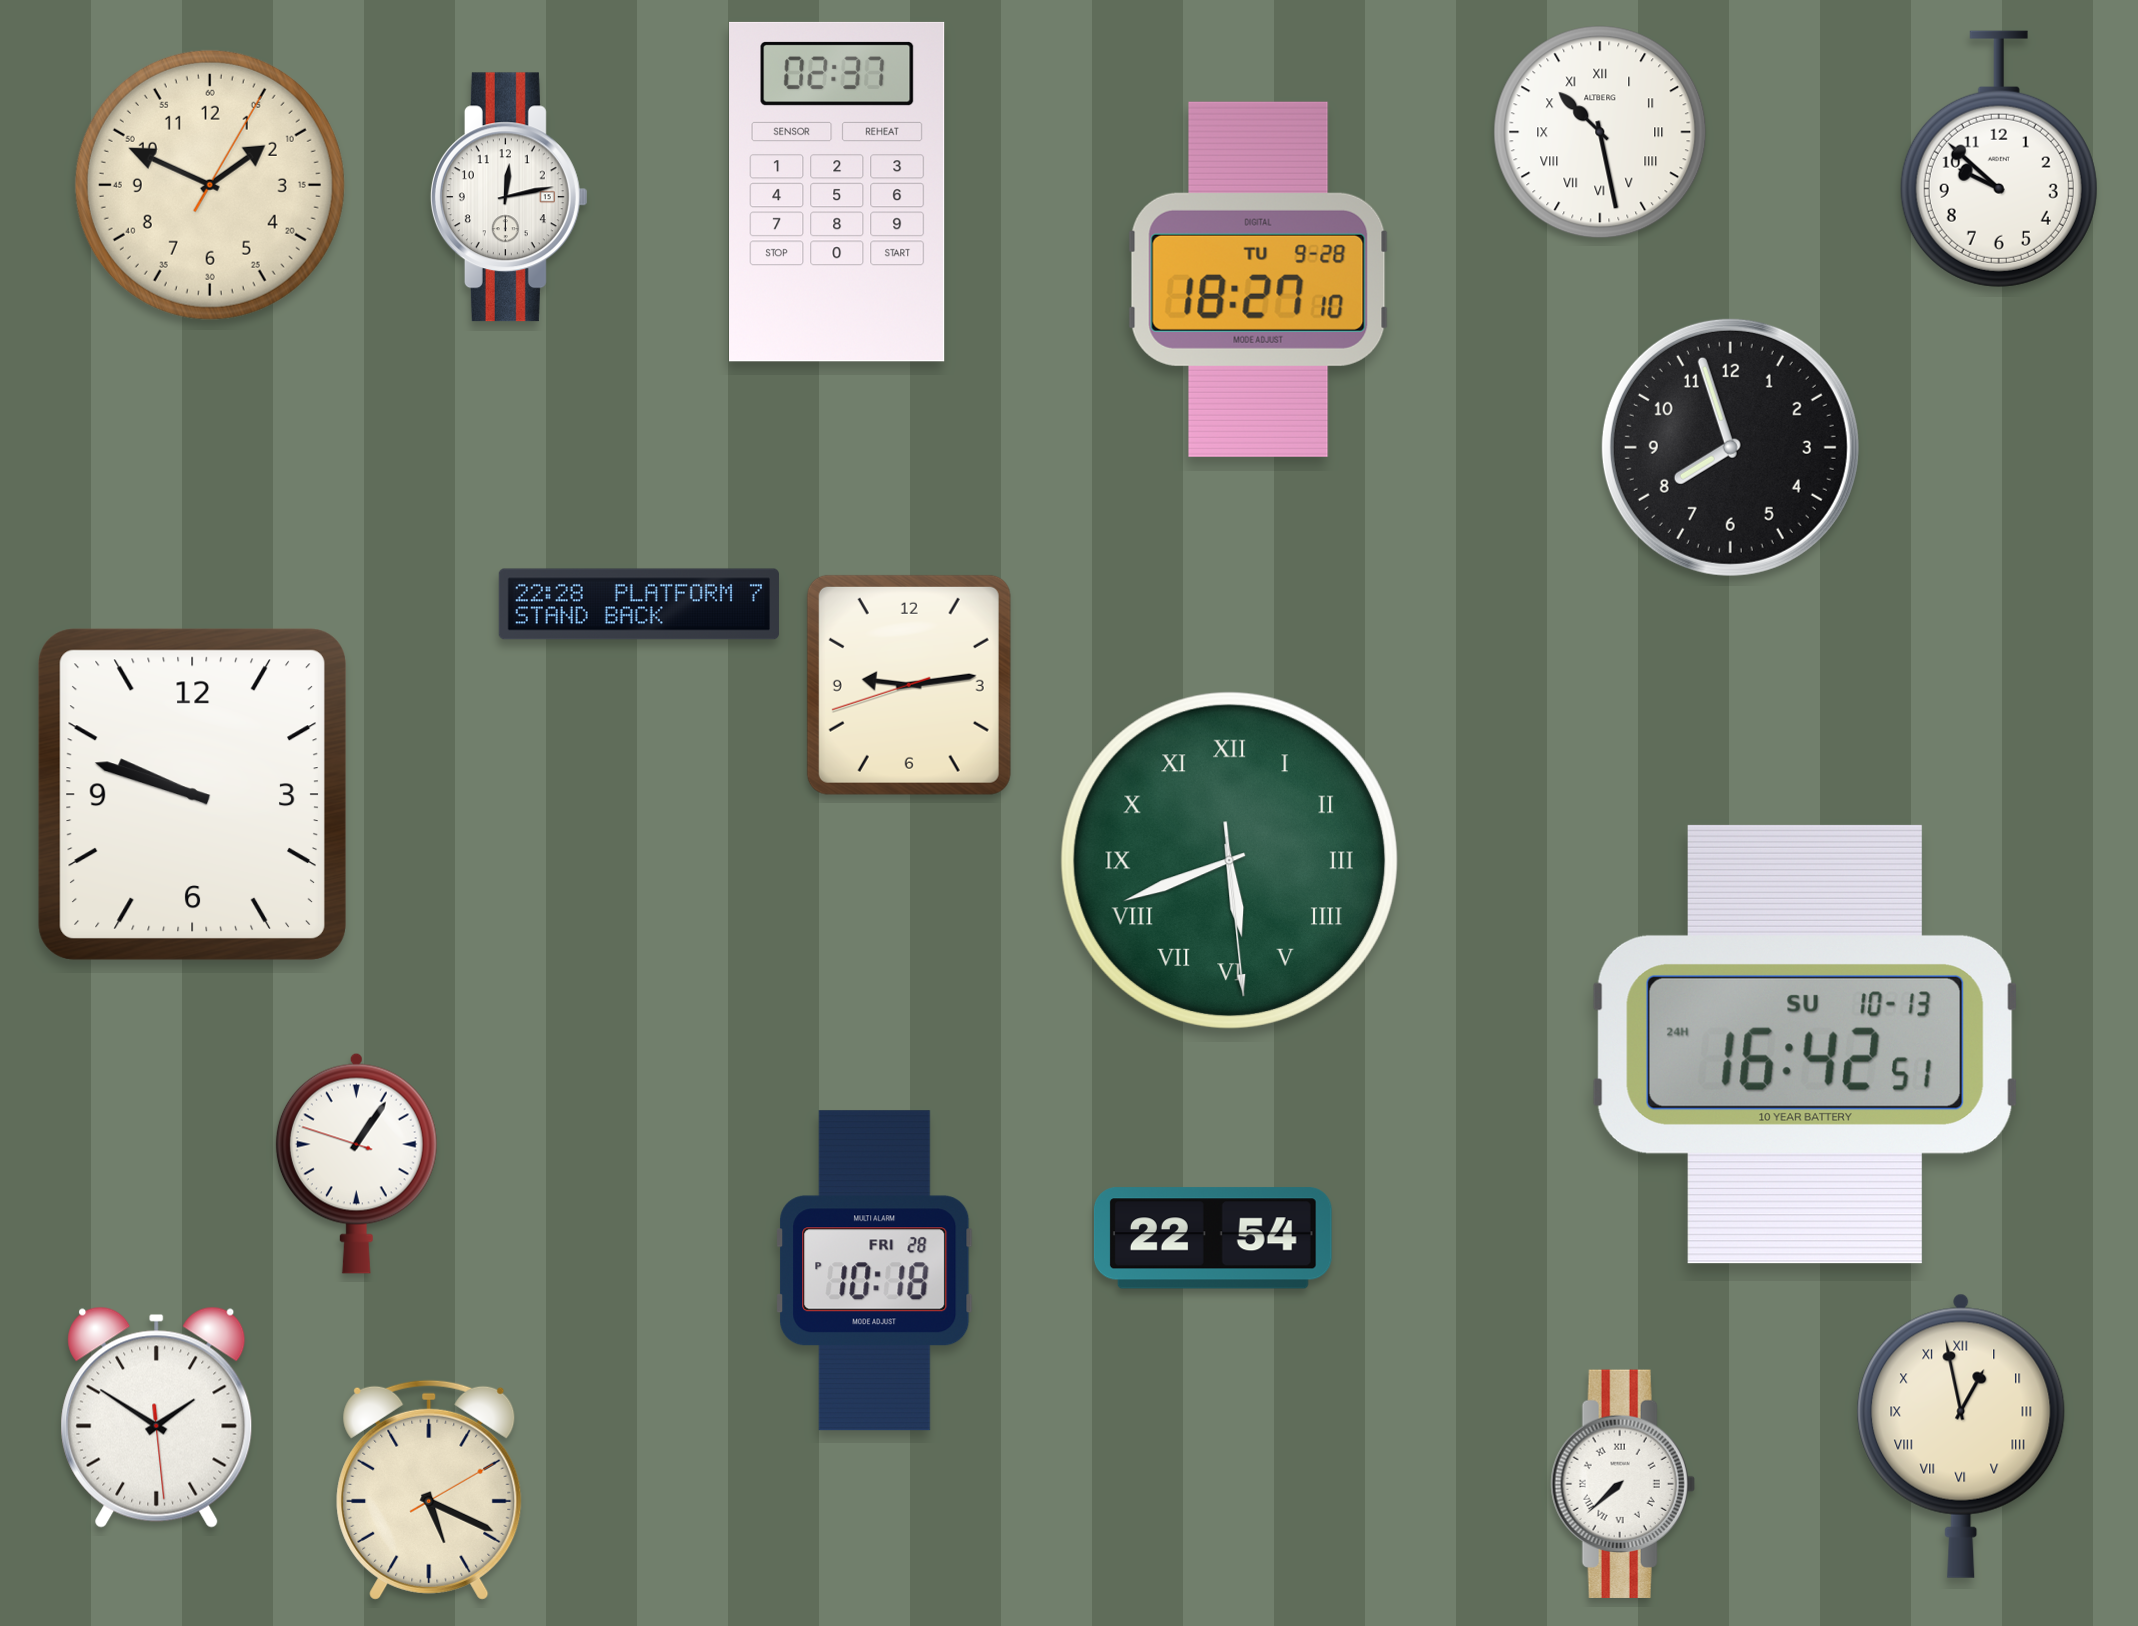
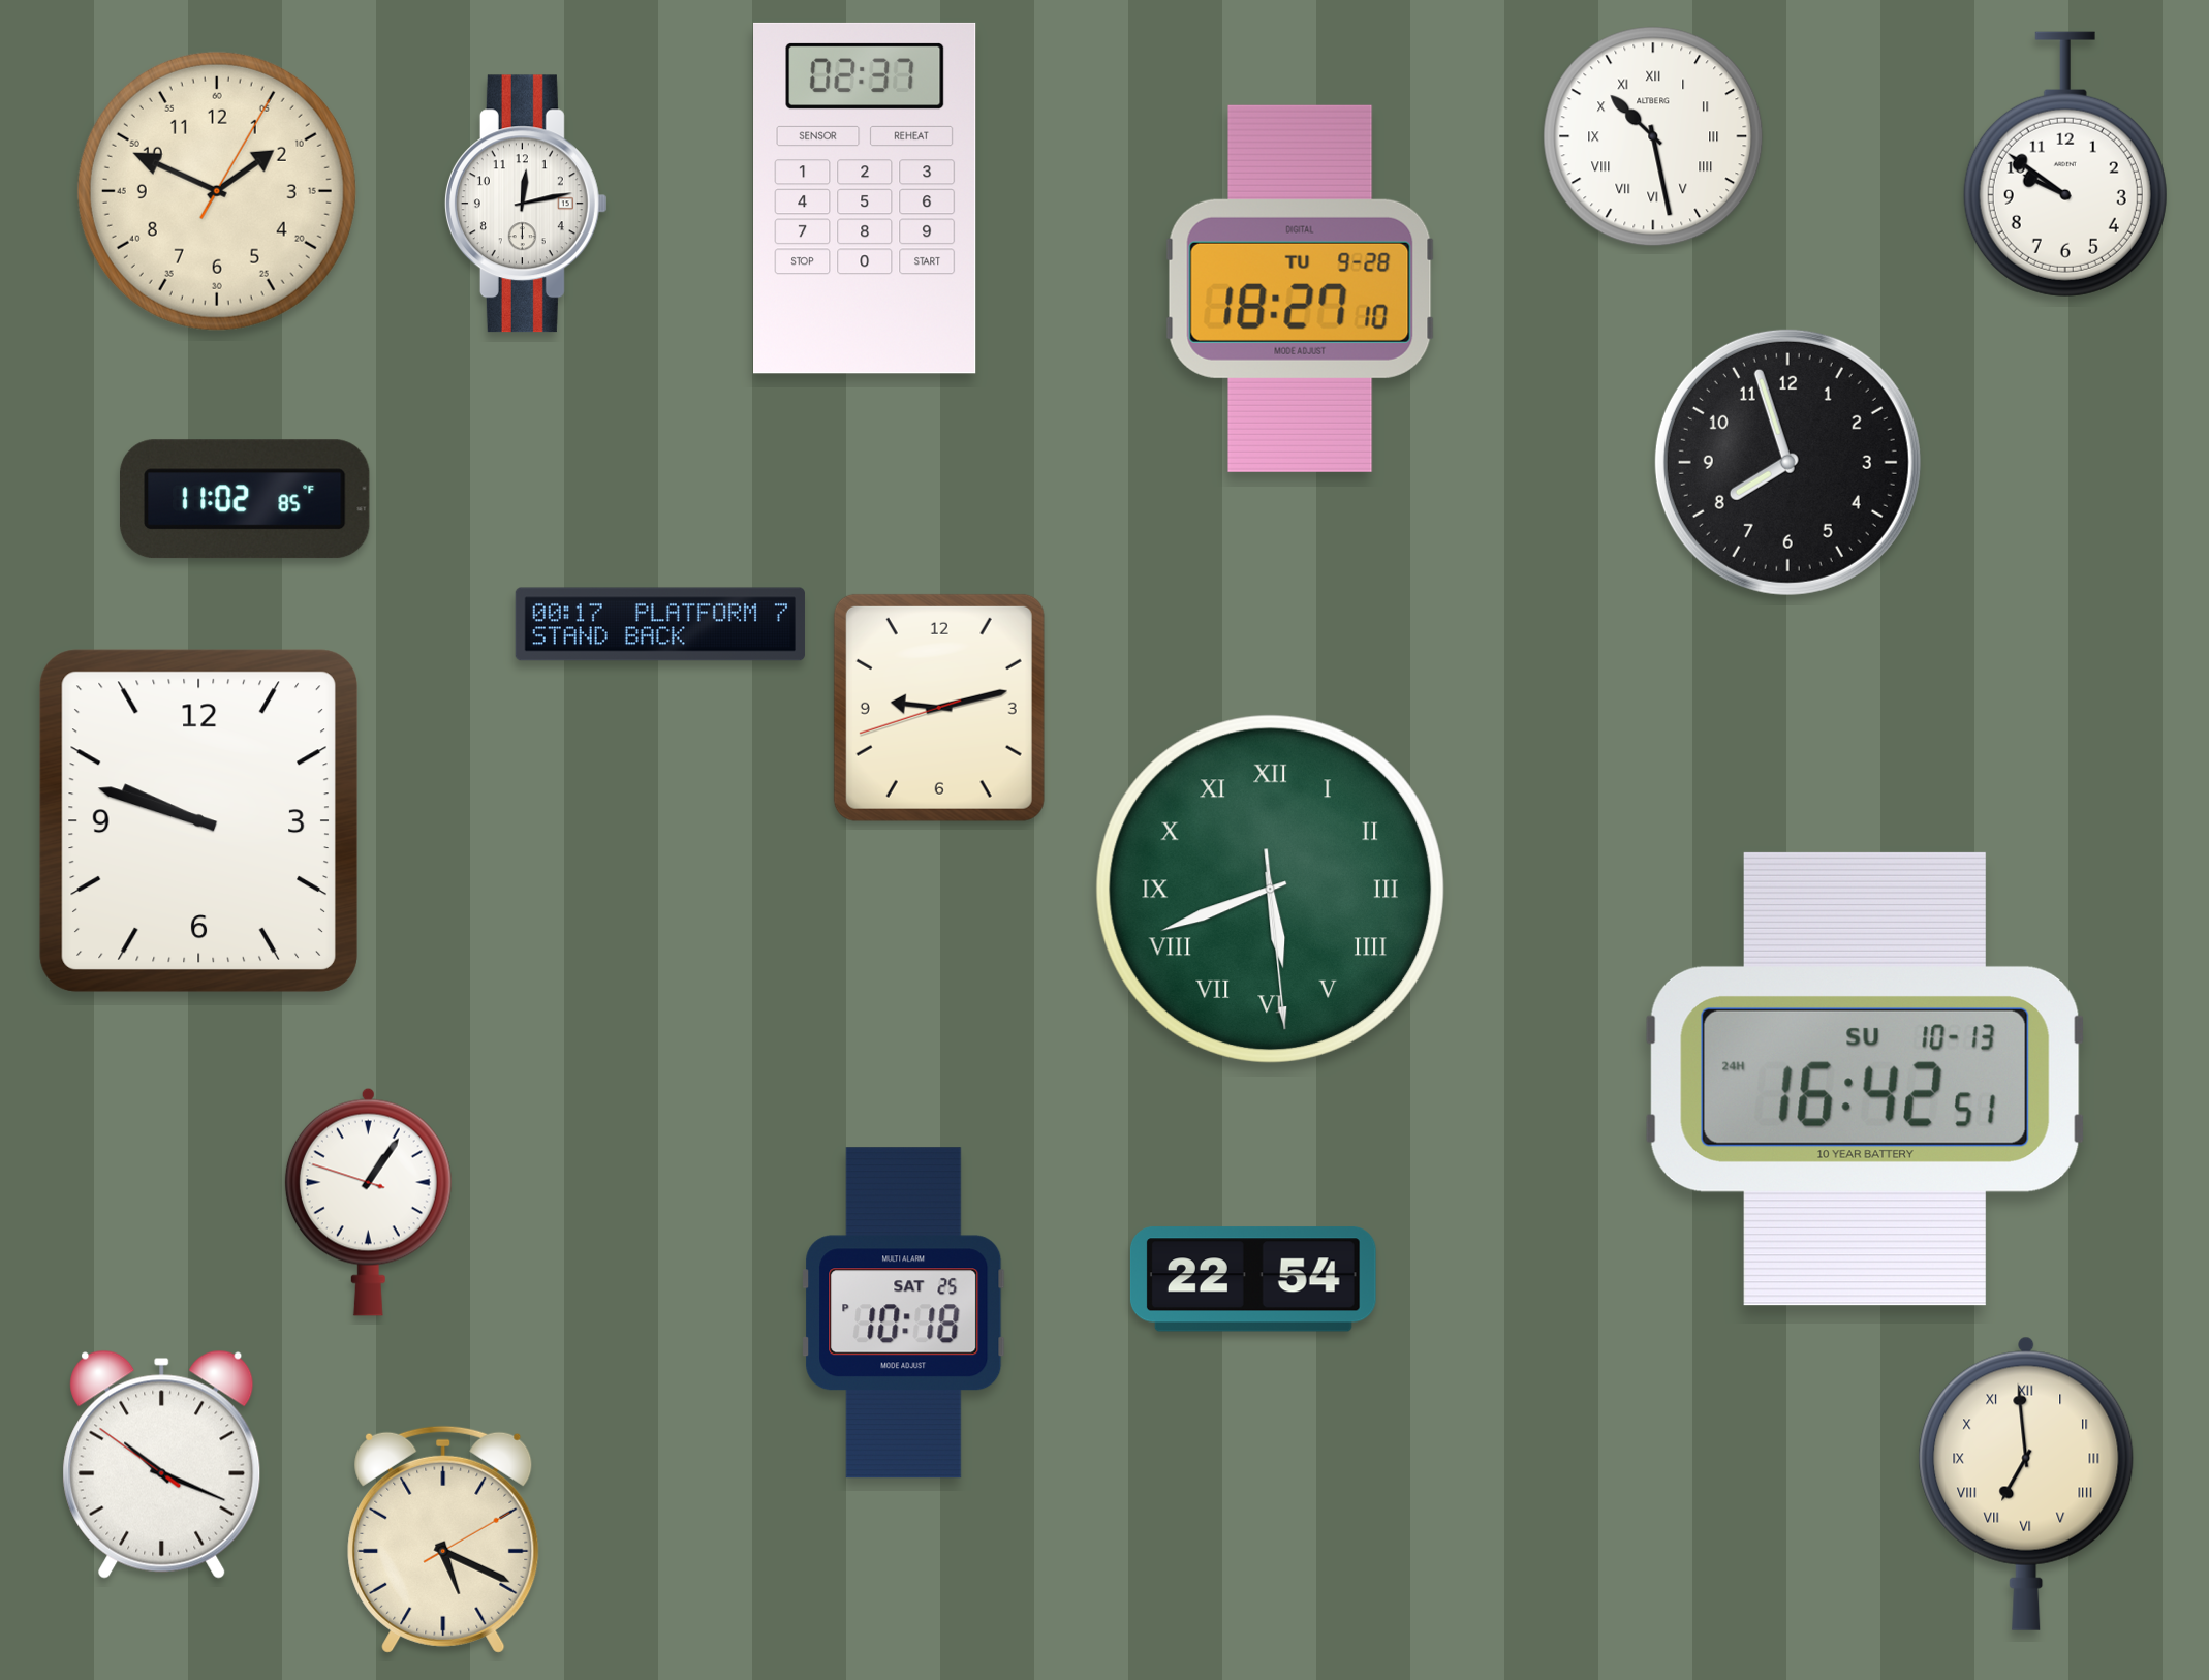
clock at (1999, 159): 9:52 -> 9:51
clock at (246, 499): none -> 11:02
clock at (639, 604): 22:28 -> 00:17
clock at (909, 685): 9:13 -> 9:12
clock at (875, 1271) date: FRI 28 -> SAT 25
clock at (157, 1417): 1:50 -> 10:18
clock at (1961, 1436): 12:58 -> 6:59
clock at (1623, 1483): 7:38 -> none
